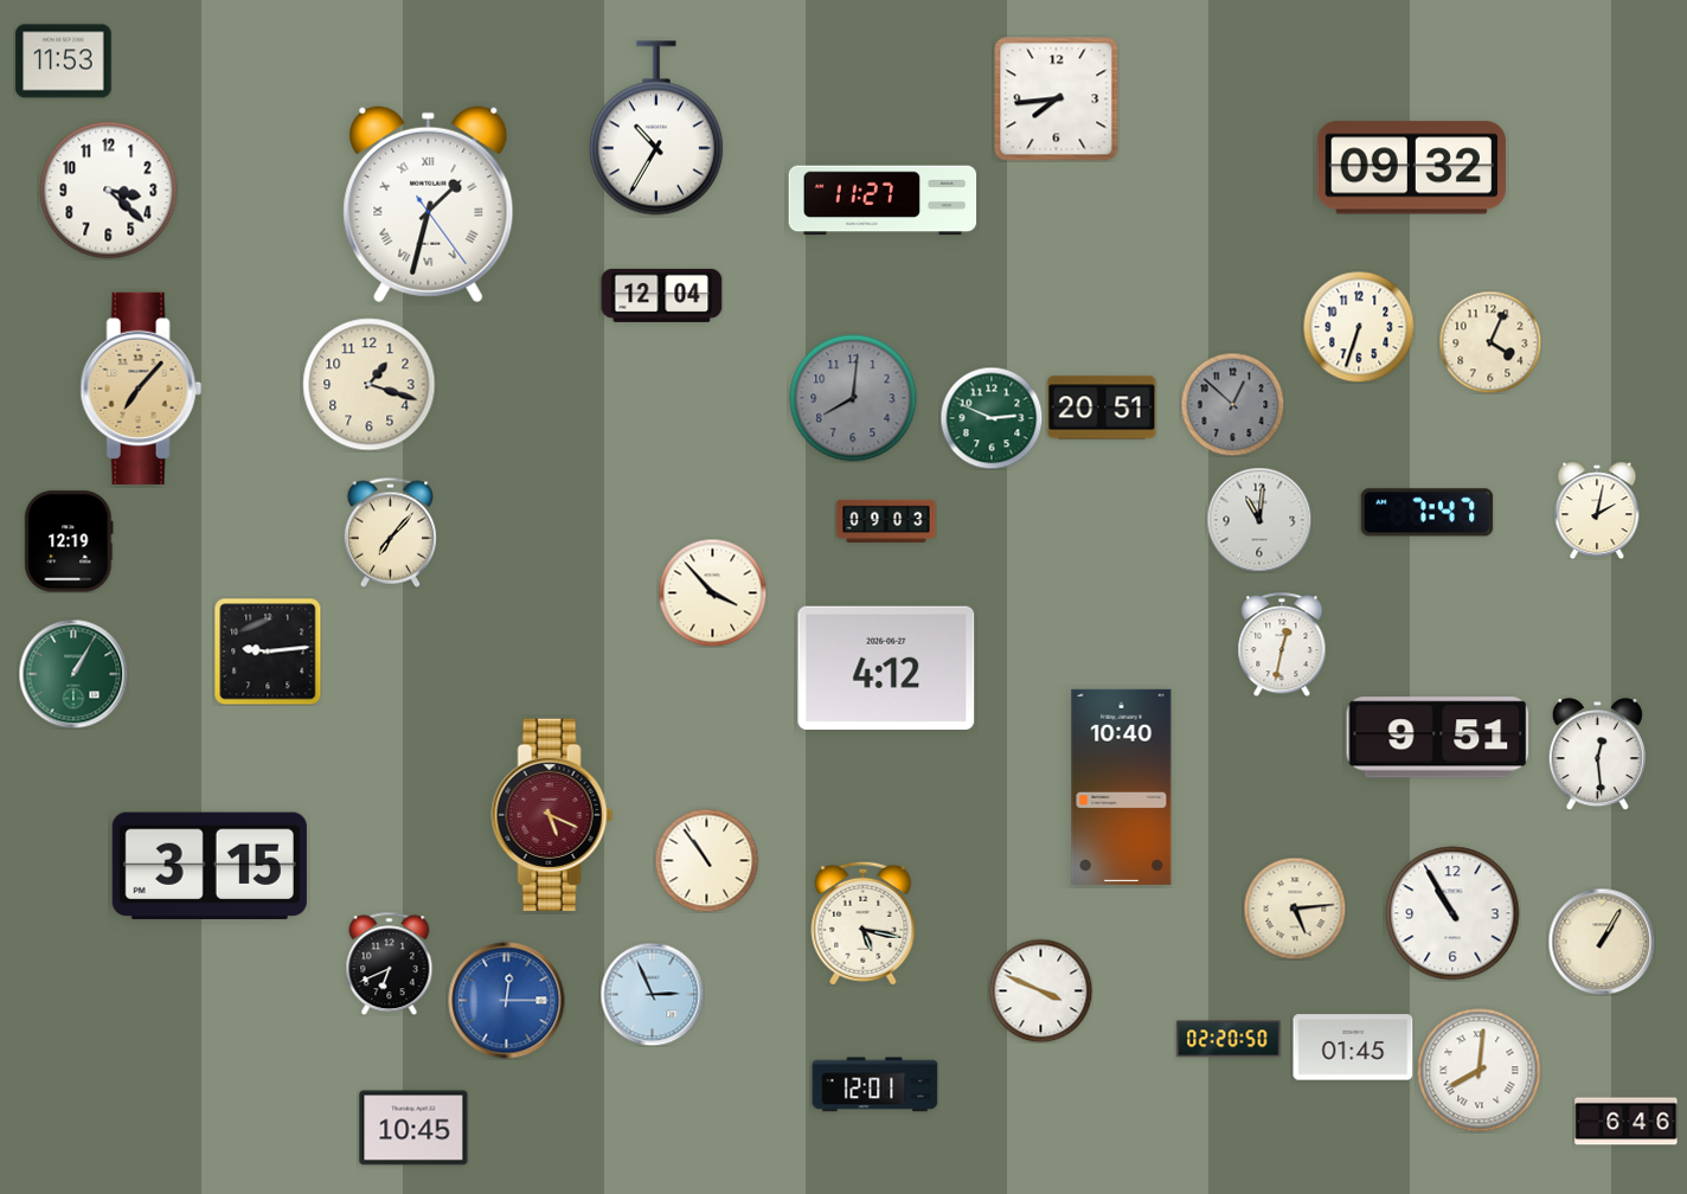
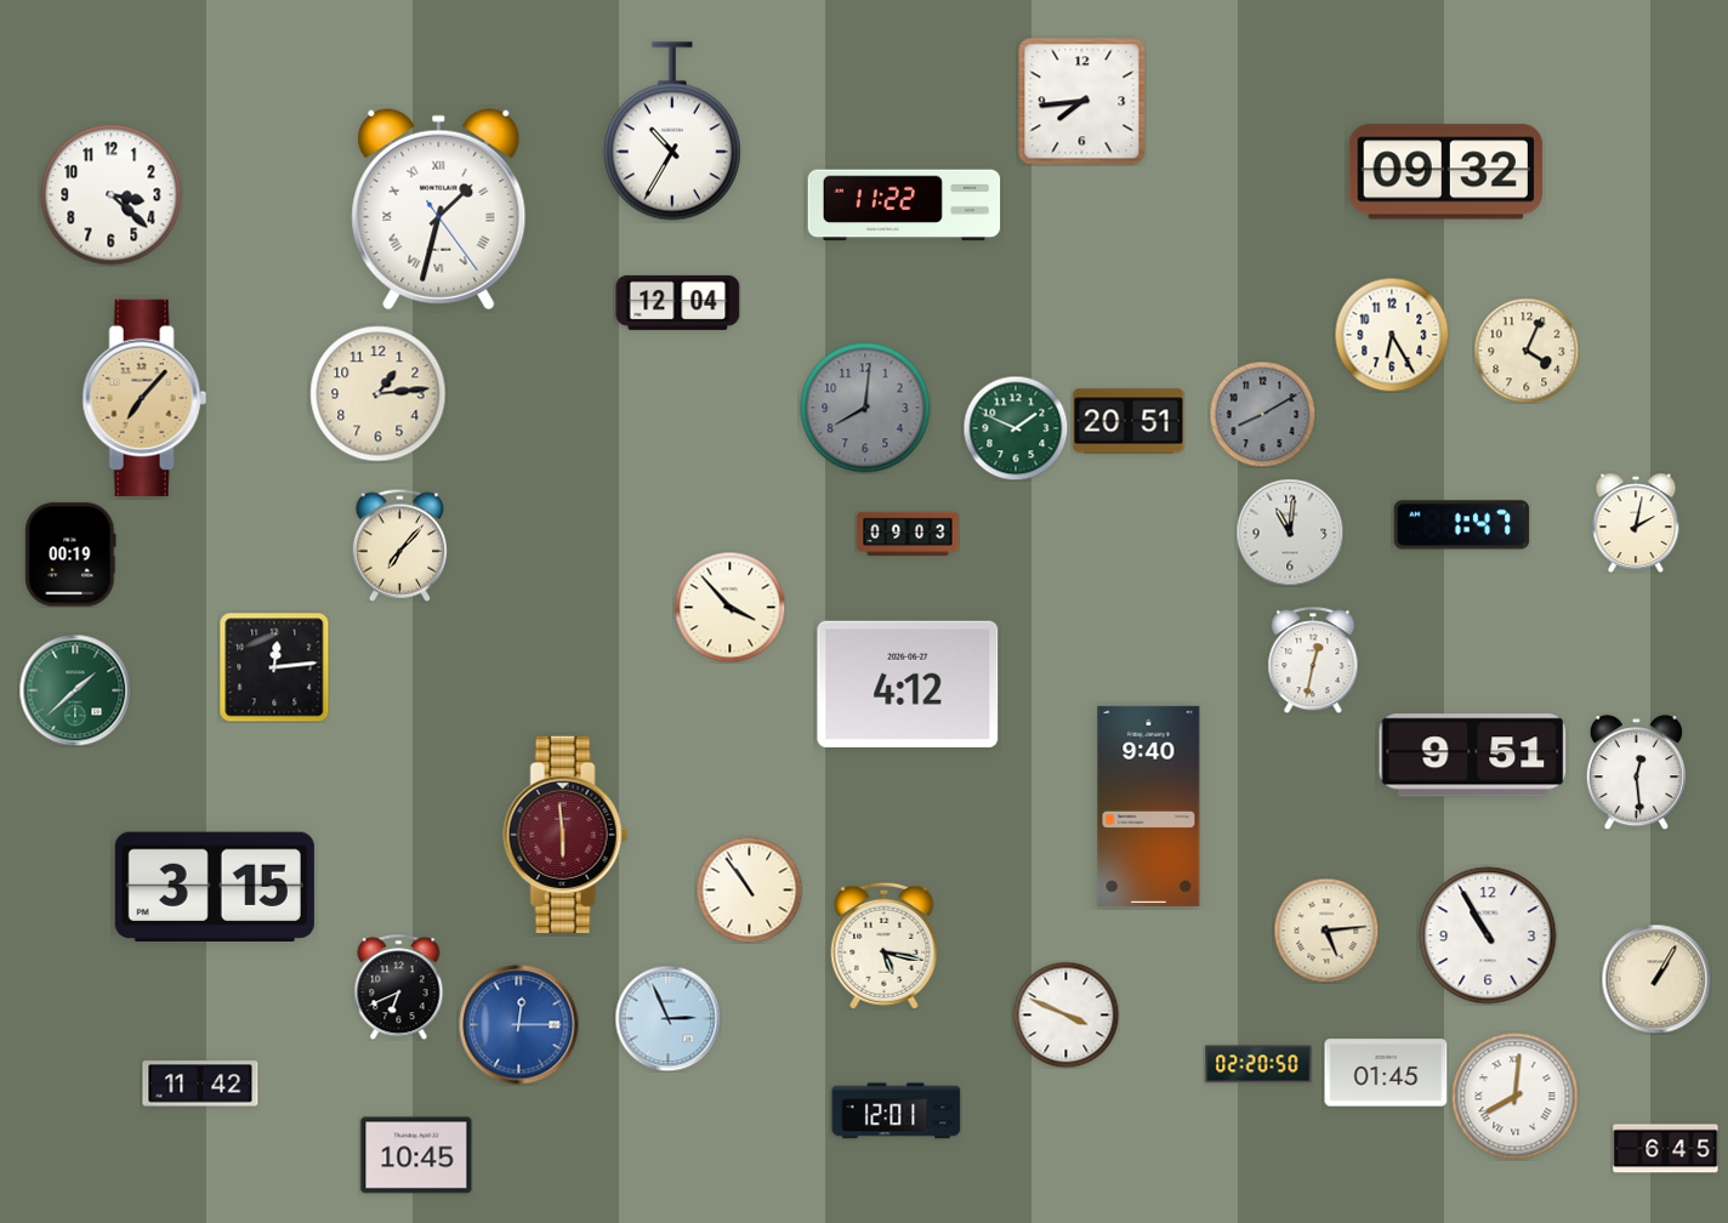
clock at (64, 62): 11:53 -> none
clock at (883, 200): 11:27 -> 11:22
clock at (1359, 327): 6:33 -> 6:25
clock at (370, 385): 1:18 -> 1:14
clock at (853, 398) position: (853, 398) -> (865, 408)
clock at (1232, 404): 12:52 -> 8:10
clock at (1102, 407) position: (1102, 407) -> (1129, 421)
clock at (992, 418): 2:49 -> 1:49
clock at (1428, 513): 7:47 -> 1:47
clock at (69, 541): 12:19 -> 00:19
clock at (268, 651): 9:14 -> 12:14
clock at (73, 674): 1:05 -> 1:38
clock at (1122, 787): 10:40 -> 9:40
clock at (552, 815): 5:19 -> 5:59
clock at (706, 860) position: (706, 860) -> (749, 889)
clock at (1602, 942) position: (1602, 942) -> (1656, 979)
clock at (200, 1083): none -> 11:42
clock at (1627, 1122): 6:46 -> 6:45
clock at (413, 1128) position: (413, 1128) -> (416, 1155)
